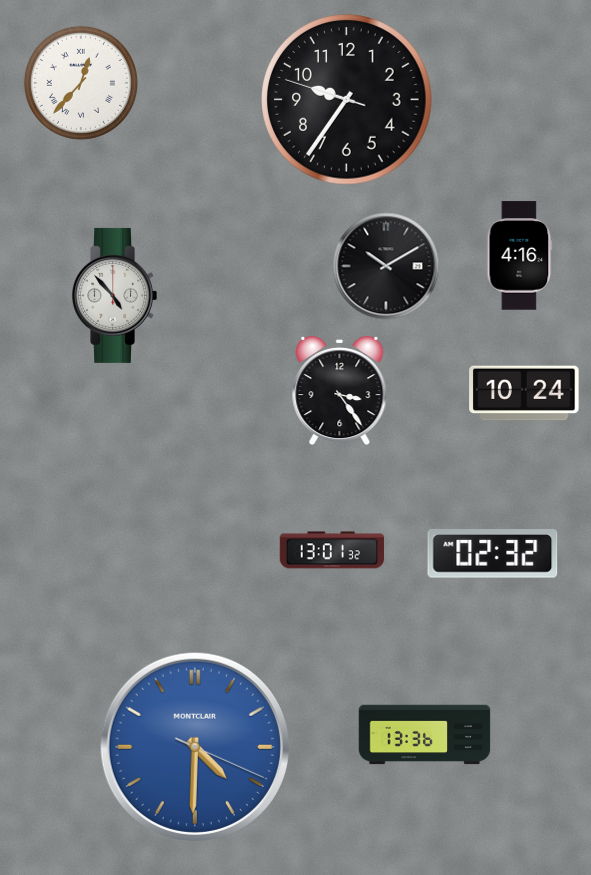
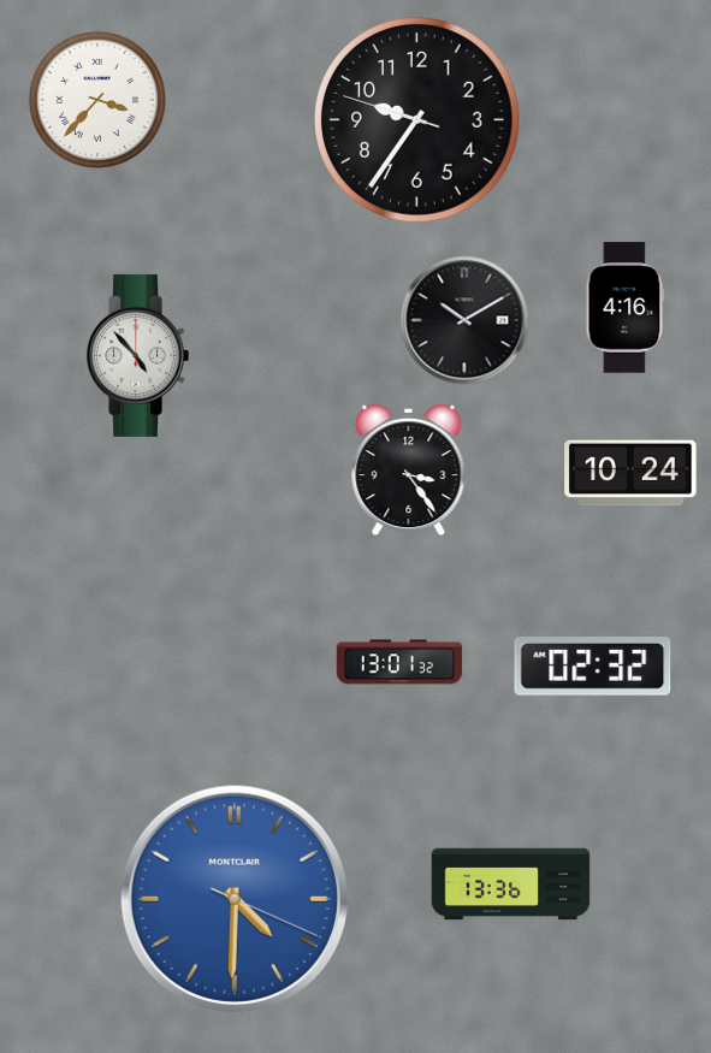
clock at (81, 83): 12:37 -> 3:37
